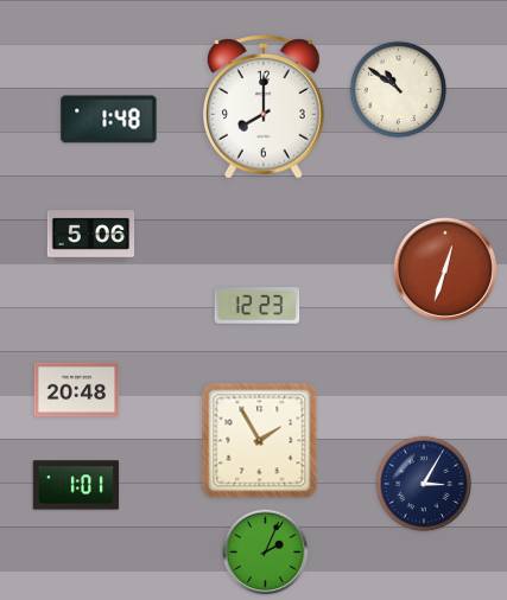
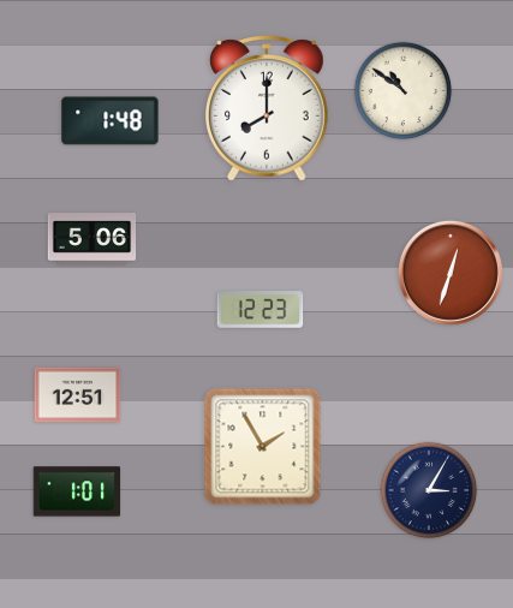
clock at (77, 390): 20:48 -> 12:51
clock at (266, 553): 2:04 -> none
